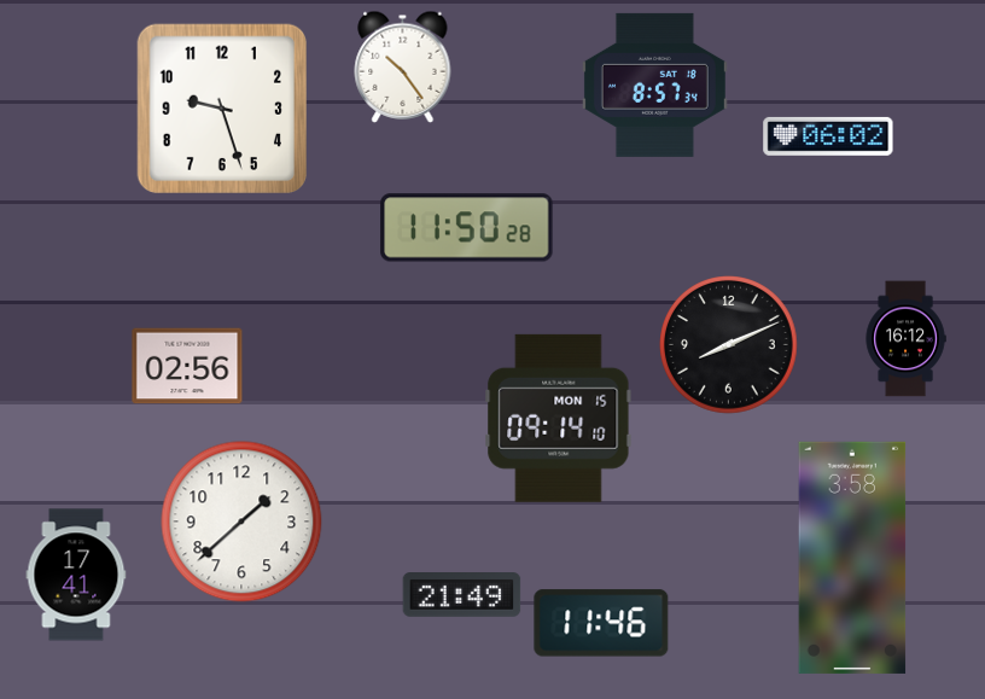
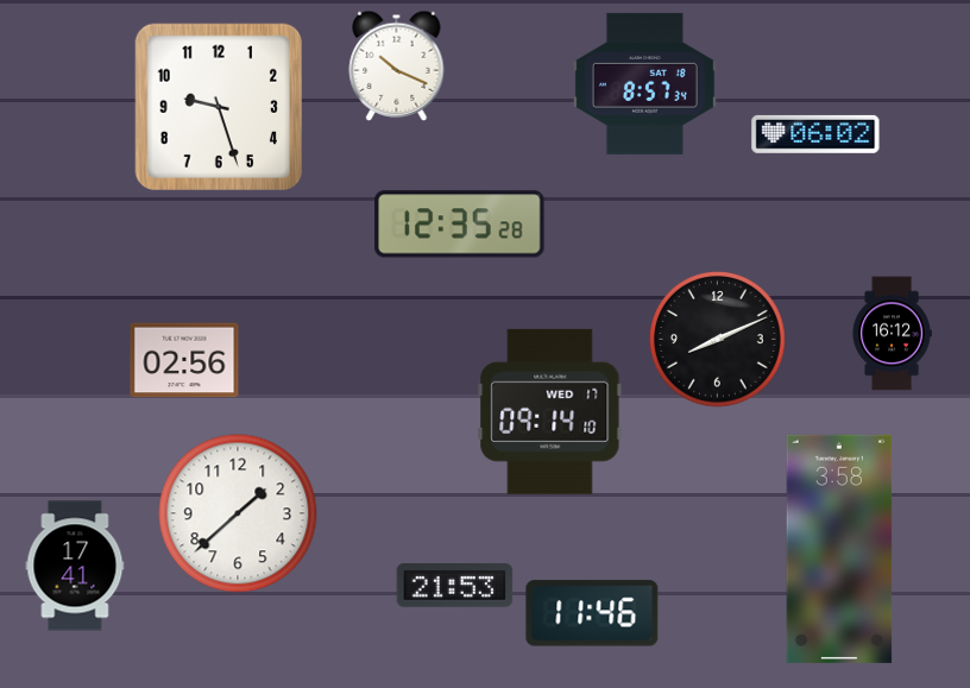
clock at (403, 66): 10:24 -> 10:19
clock at (467, 228): 11:50 -> 12:35
clock at (559, 418) date: MON 15 -> WED 17
clock at (462, 595): 21:49 -> 21:53
